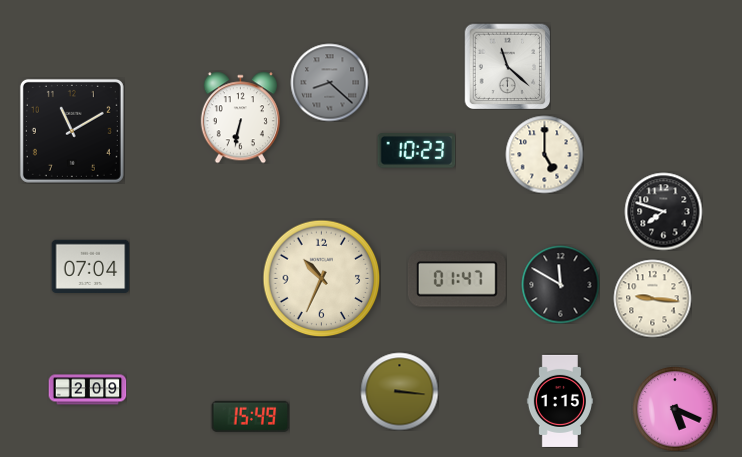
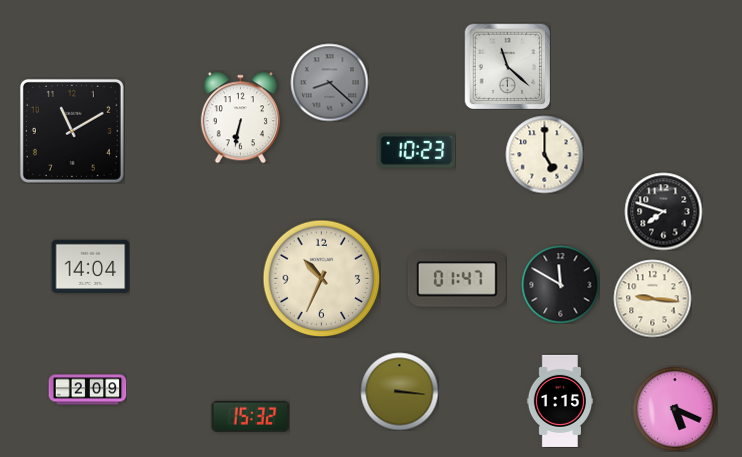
clock at (90, 267): 07:04 -> 14:04
clock at (250, 416): 15:49 -> 15:32
